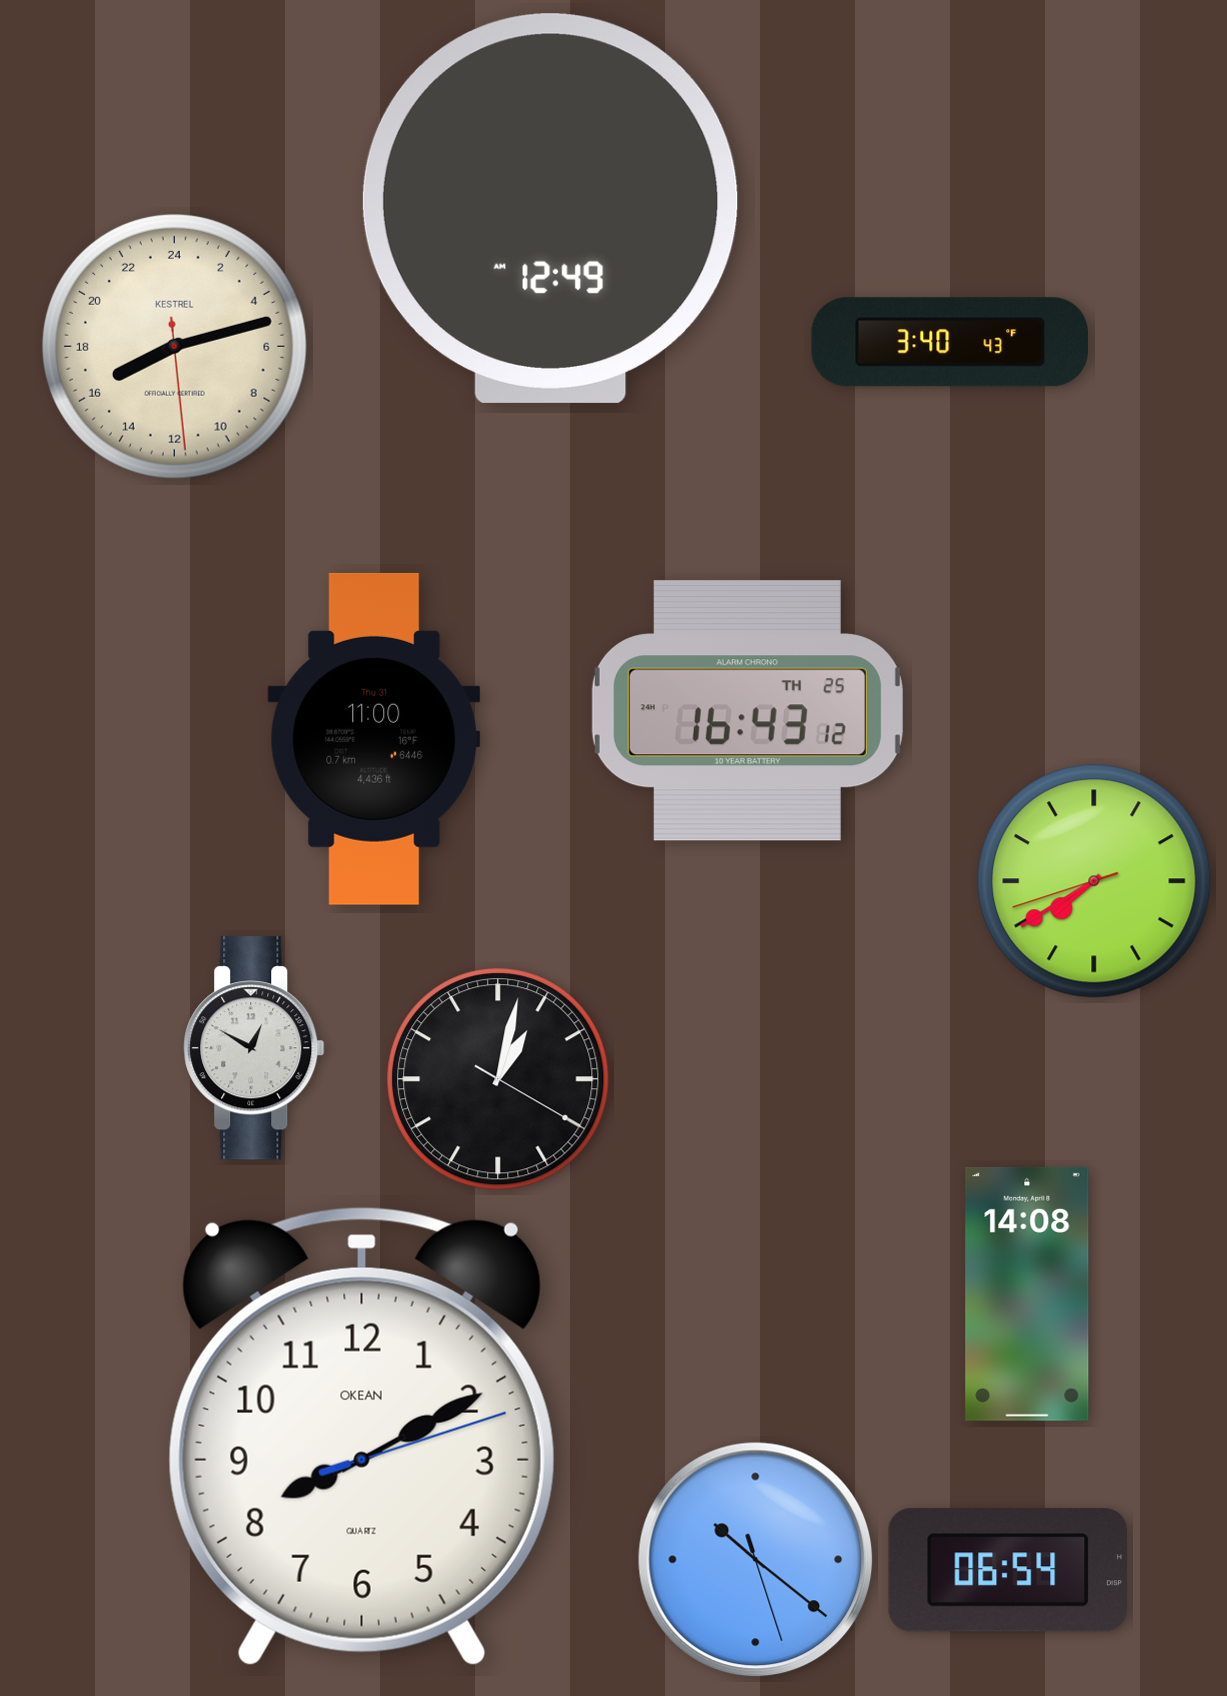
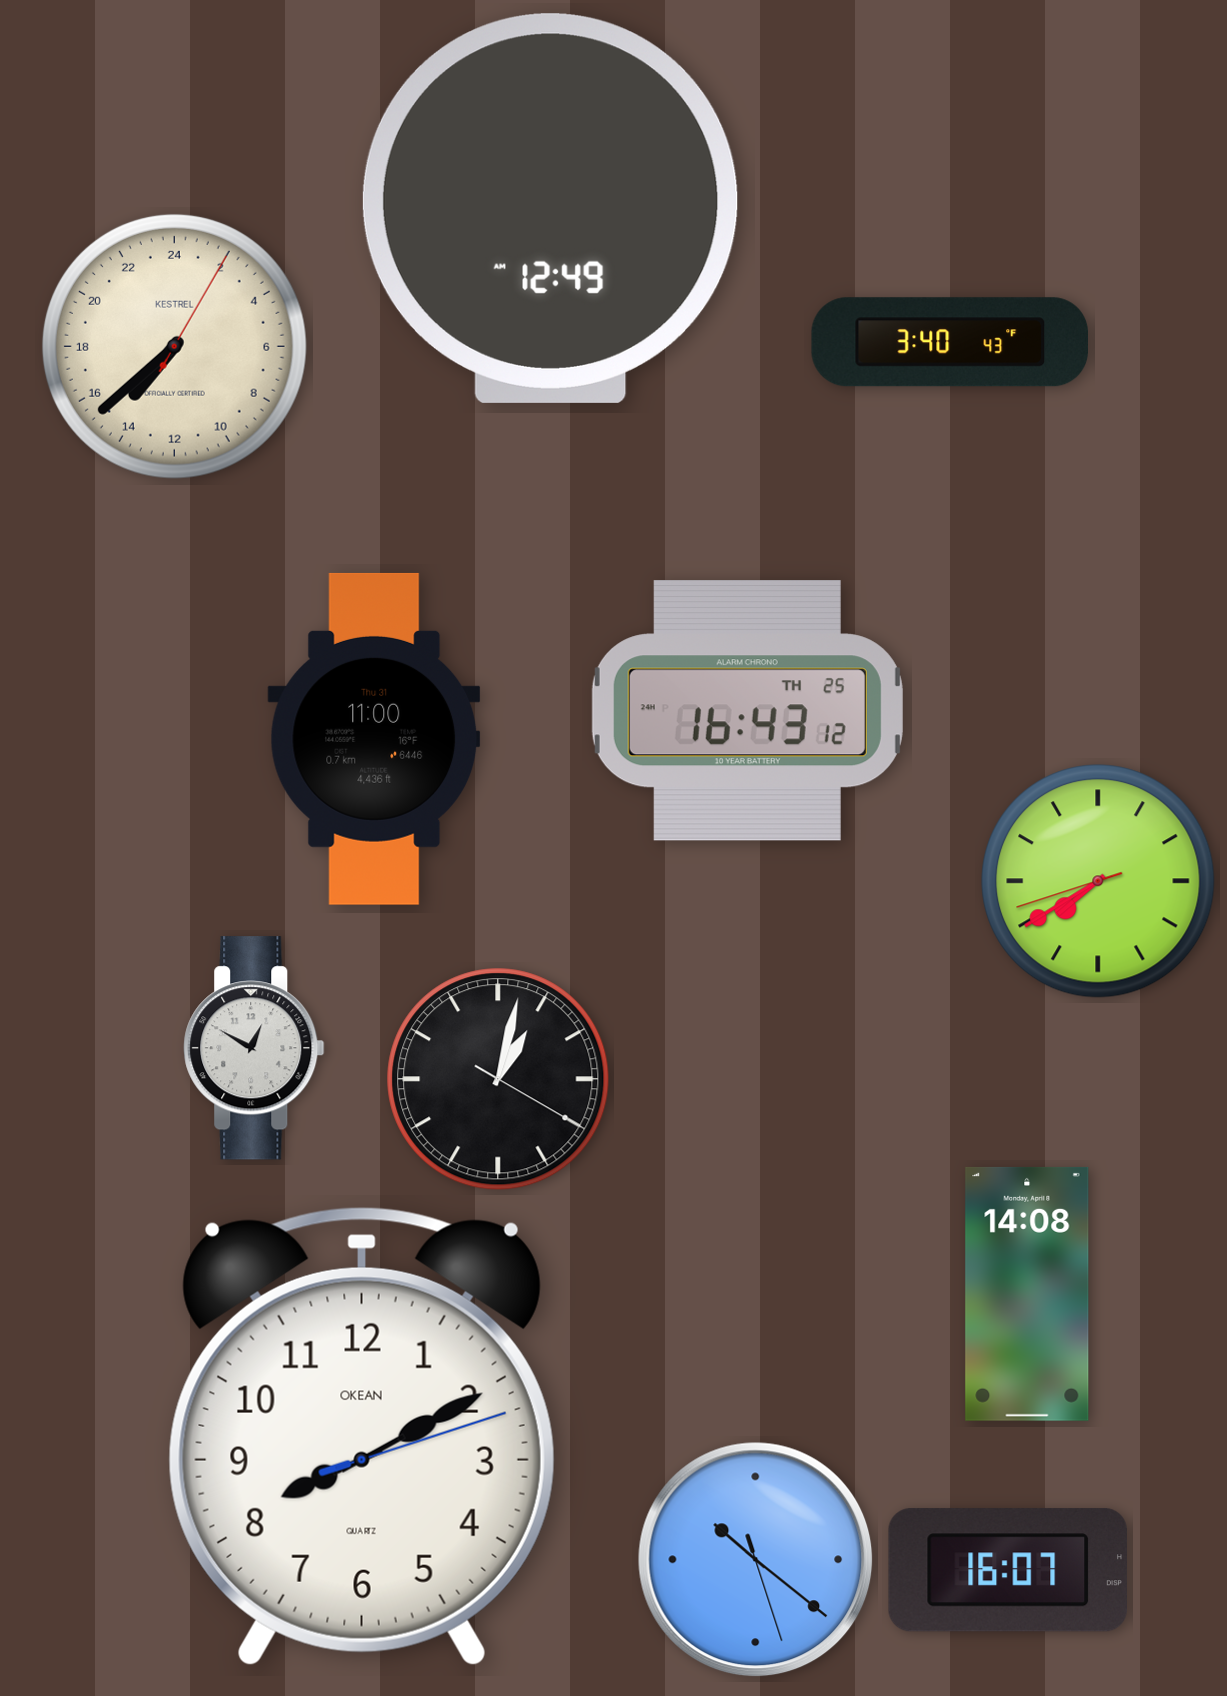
clock at (174, 346): 16:12 -> 14:38
clock at (1094, 881) position: (1094, 881) -> (1098, 881)
clock at (1008, 1570): 06:54 -> 16:07
